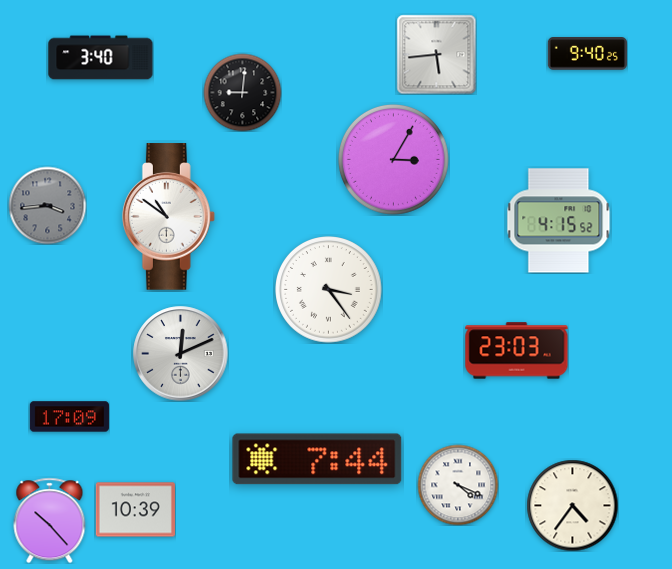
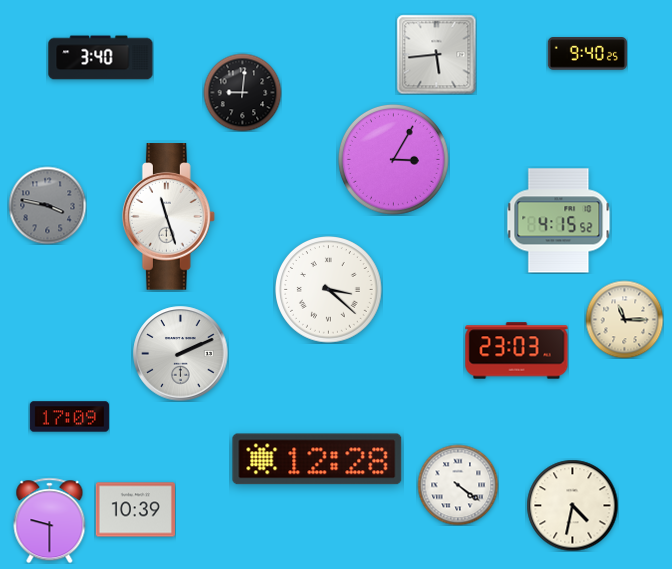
clock at (47, 205): 3:44 -> 3:47
clock at (168, 217): 10:51 -> 11:27
clock at (329, 290): 3:24 -> 3:22
clock at (624, 319): none -> 11:15
clock at (181, 354): 12:11 -> 2:11
clock at (317, 459): 7:44 -> 12:28
clock at (458, 485): 4:19 -> 4:21
clock at (572, 505): 4:36 -> 4:32
clock at (50, 520): 10:23 -> 9:30
